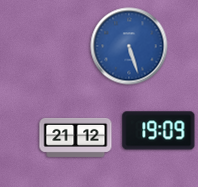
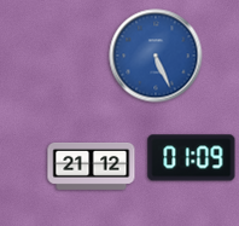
clock at (129, 46): 5:27 -> 5:26
clock at (159, 131): 19:09 -> 01:09
